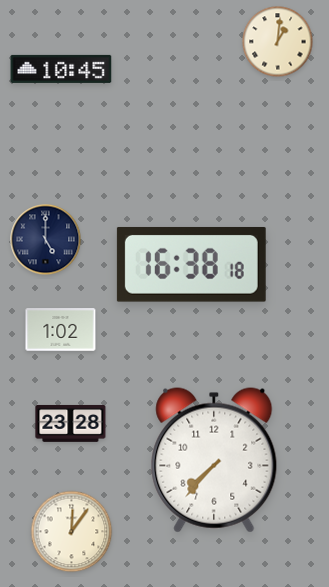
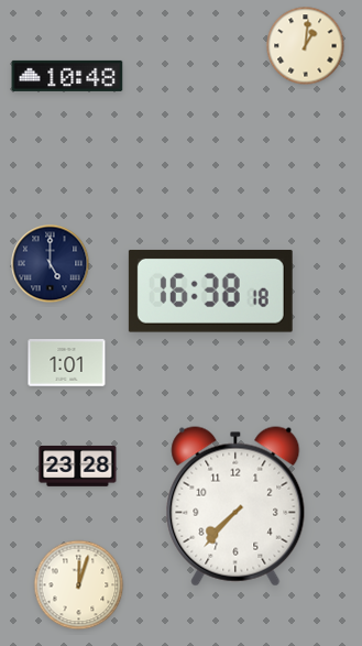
clock at (61, 69): 10:45 -> 10:48
clock at (61, 330): 1:02 -> 1:01
clock at (72, 532): 12:06 -> 12:03
